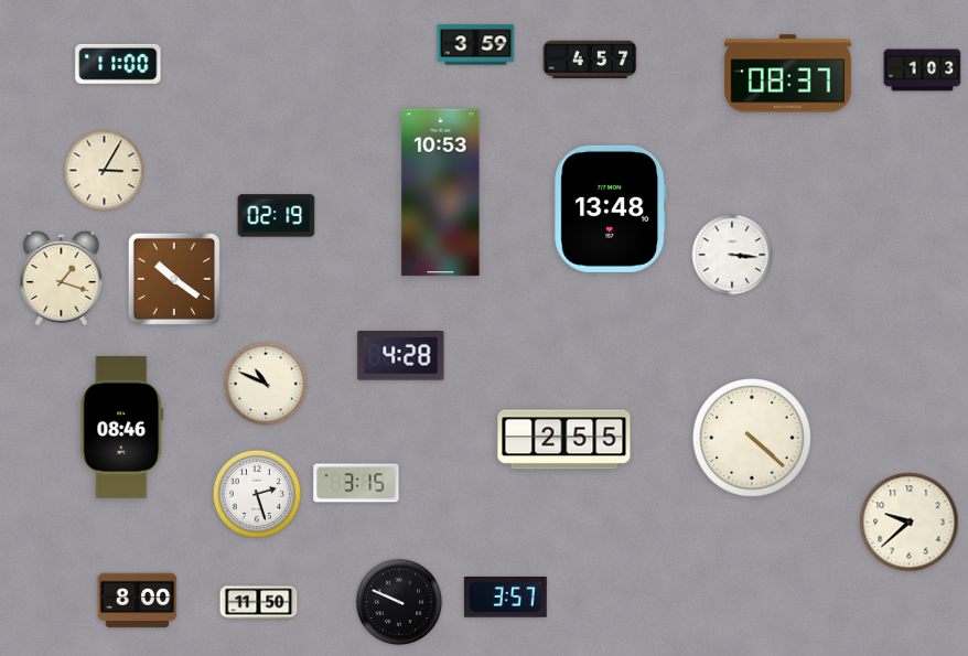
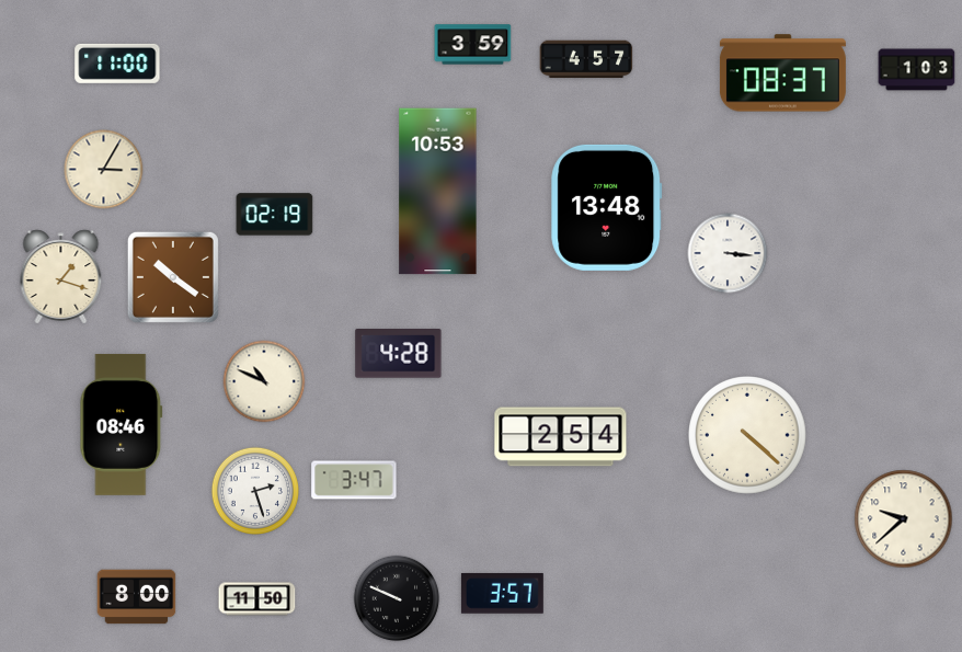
clock at (564, 440): 2:55 -> 2:54
clock at (356, 483): 3:15 -> 3:47
